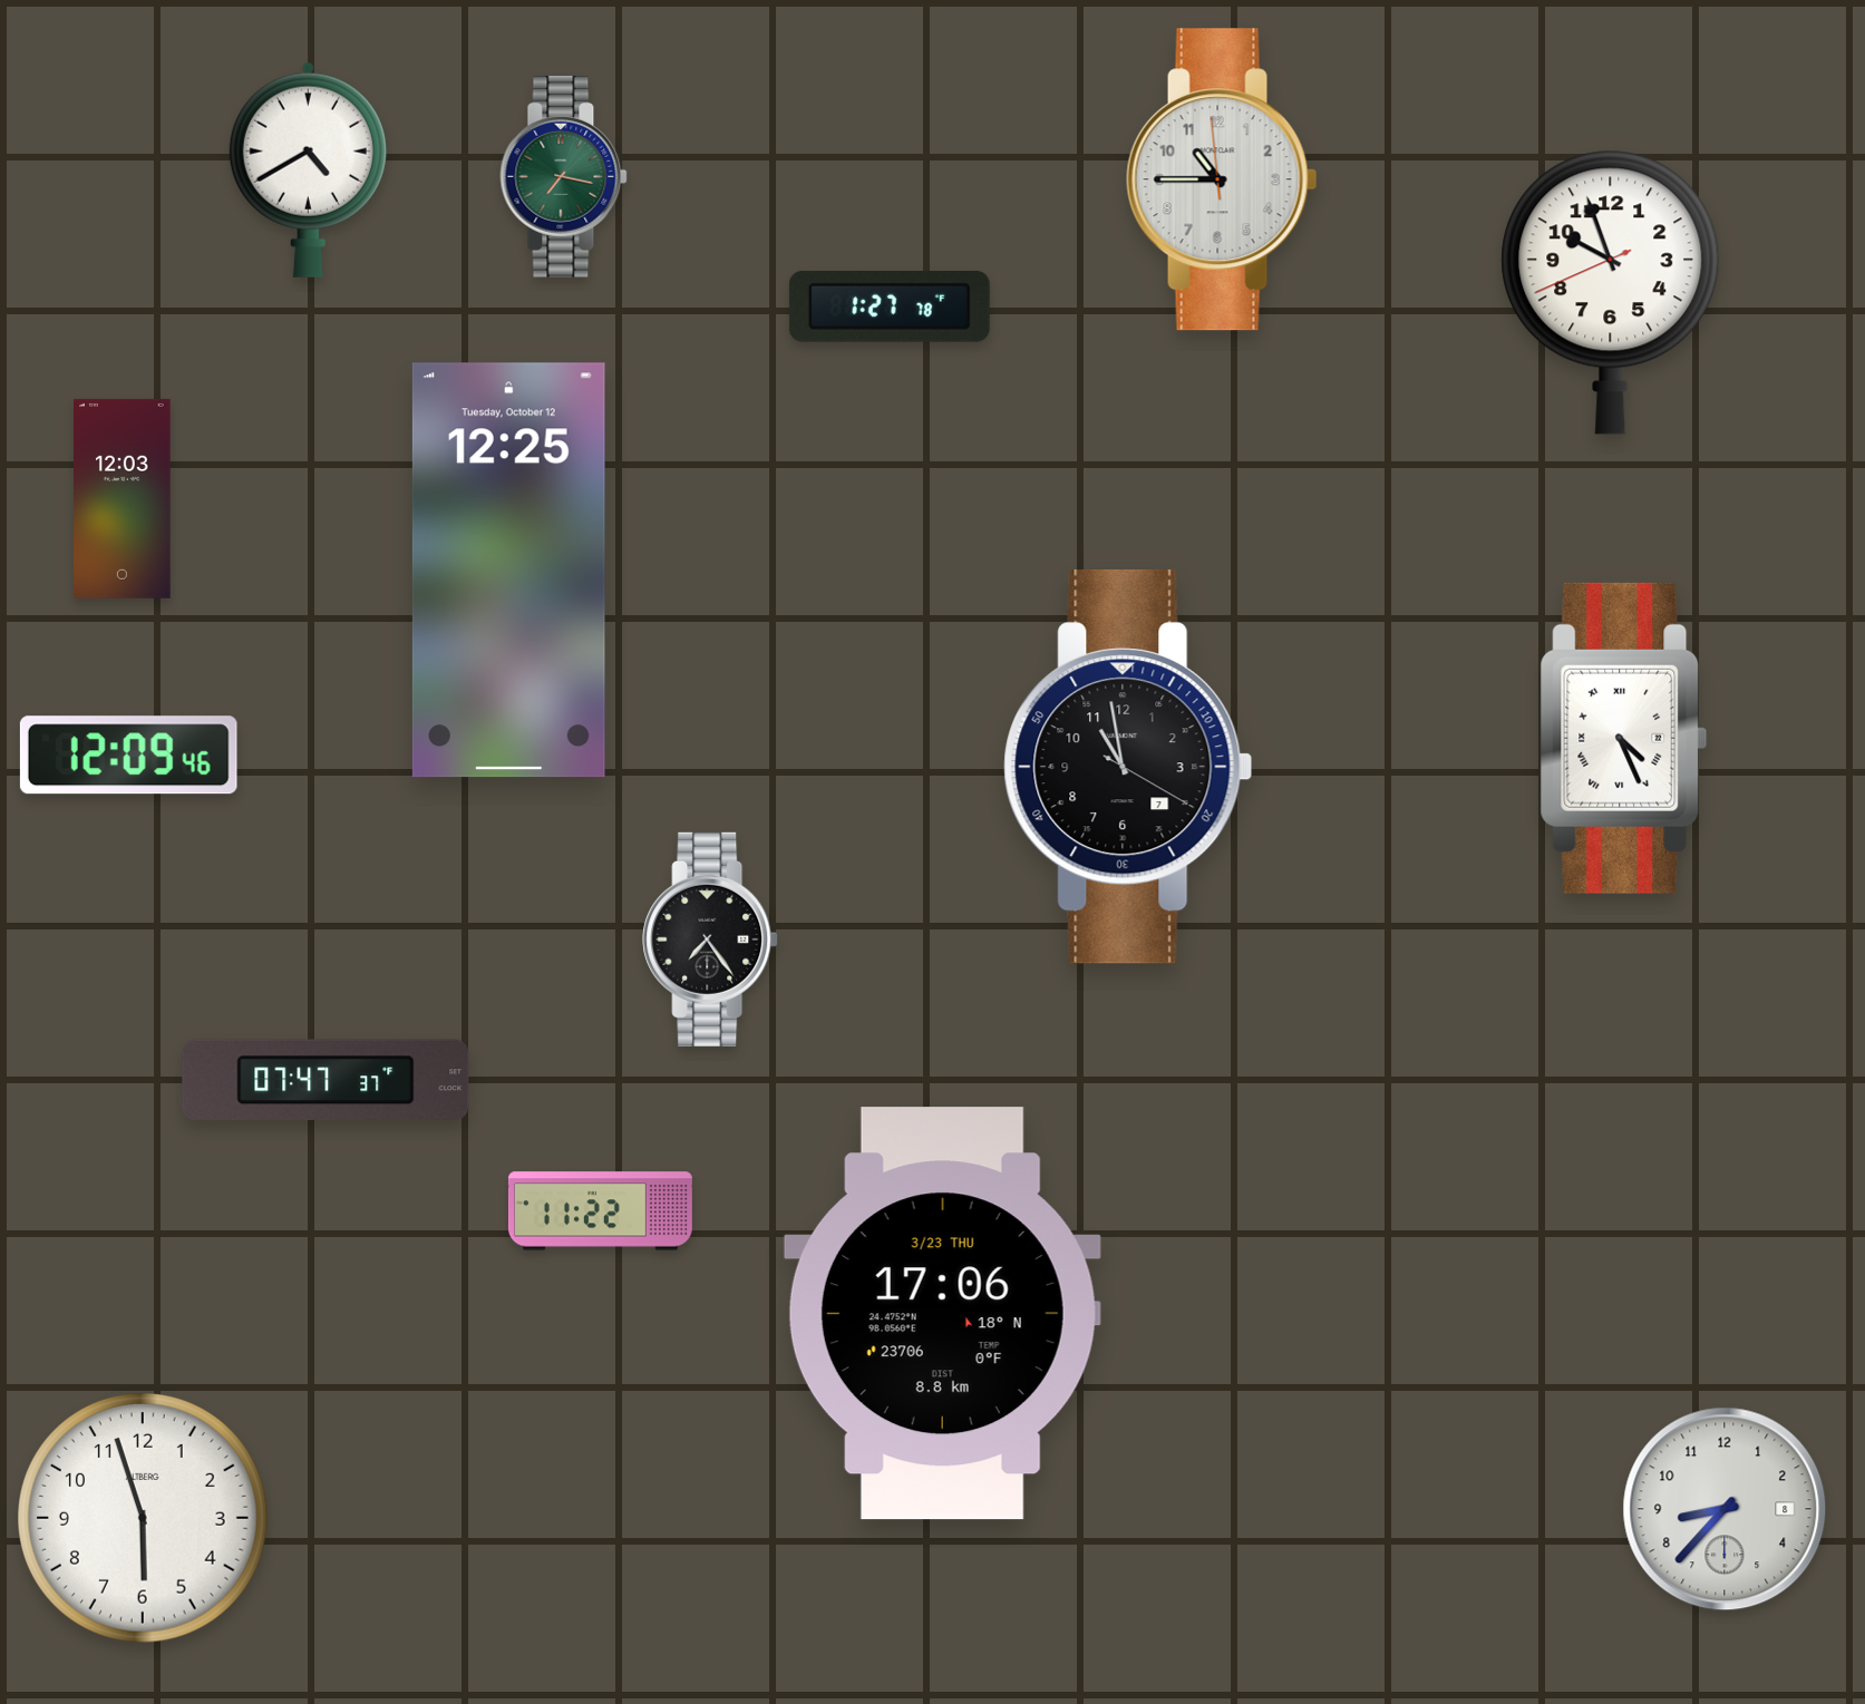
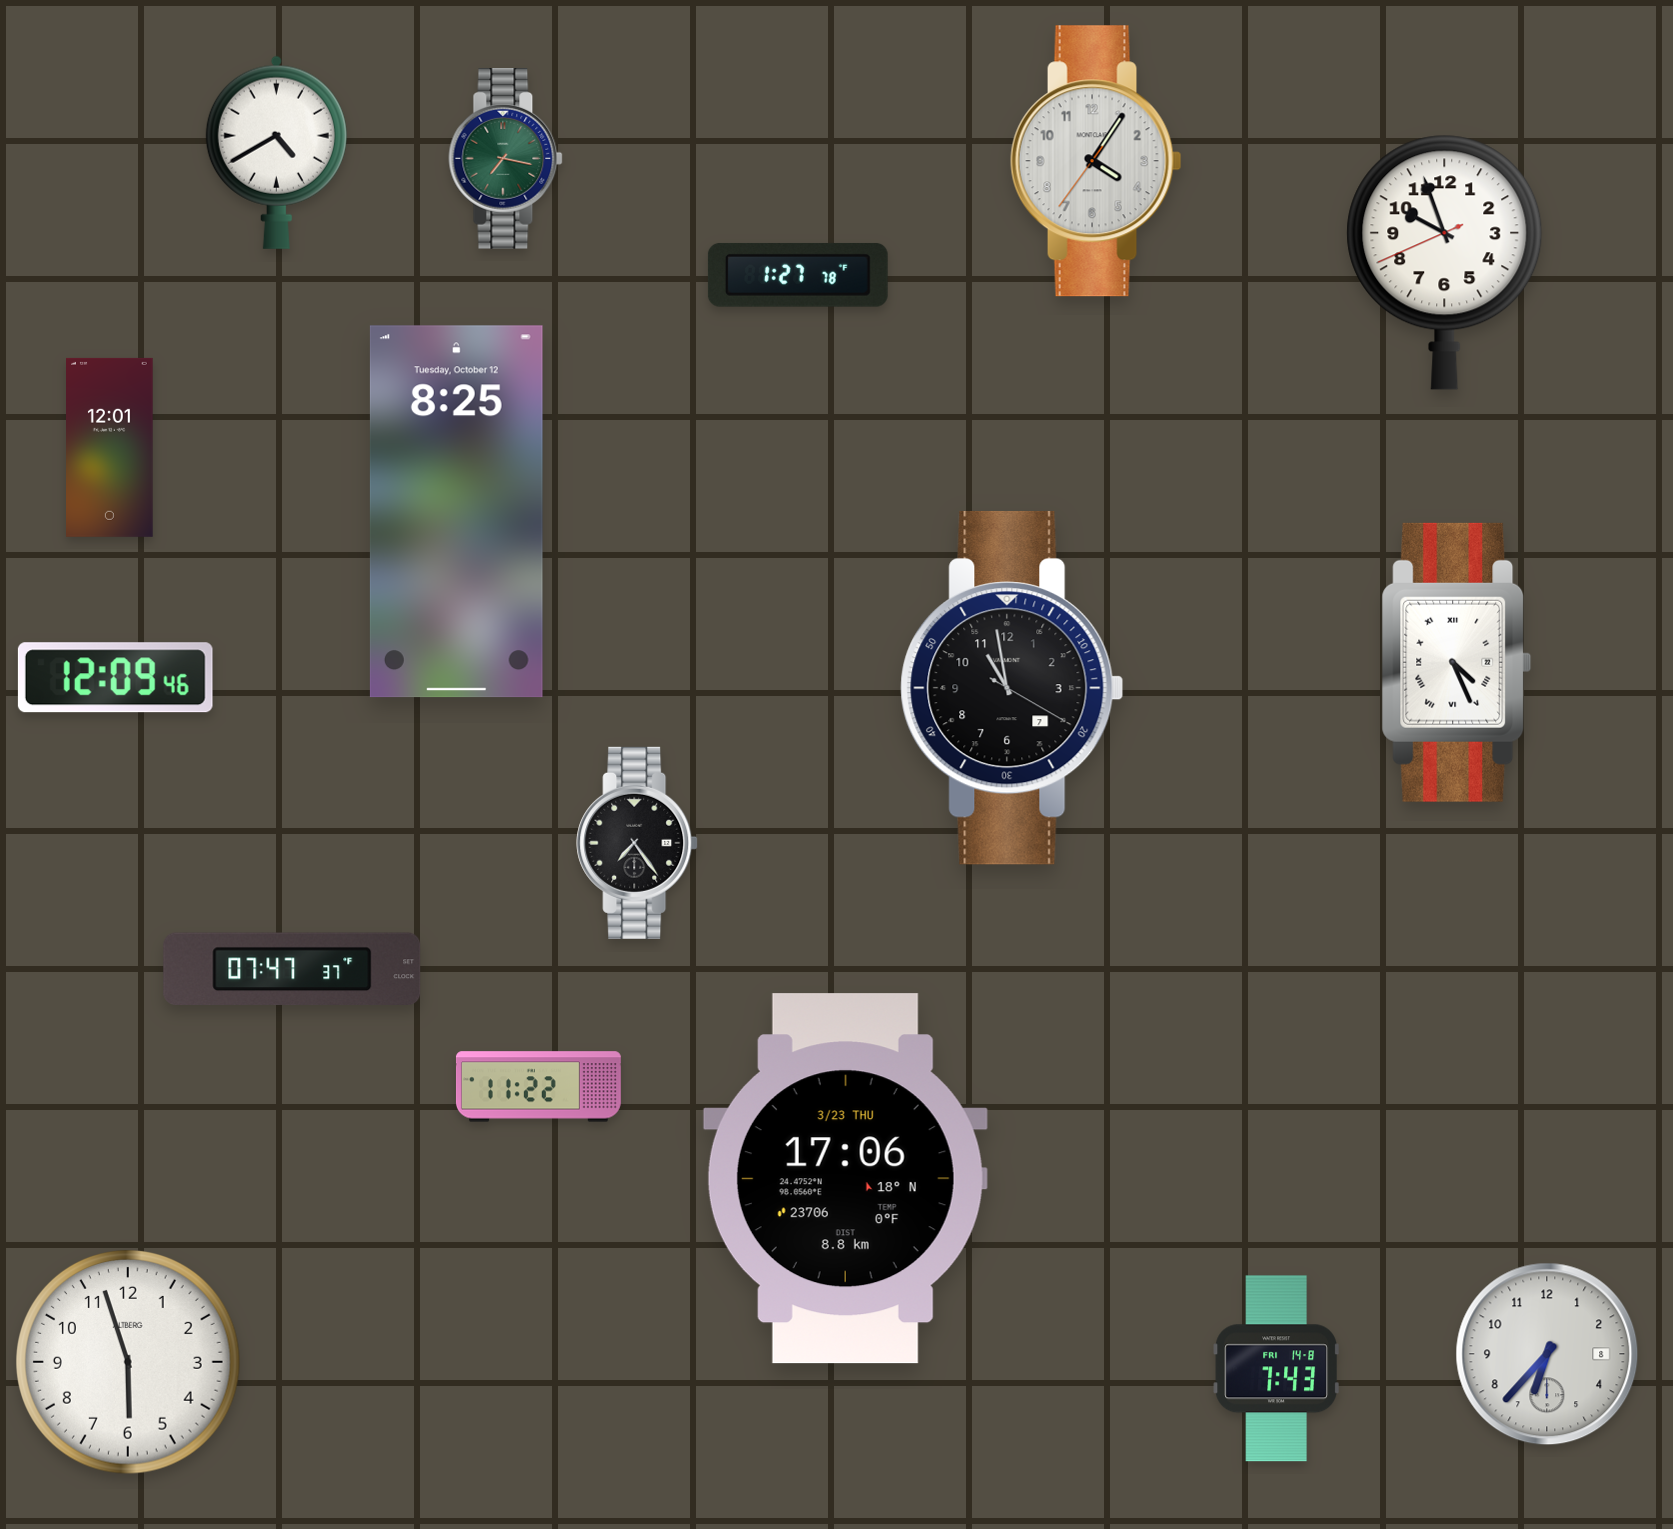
clock at (1222, 179): 10:44 -> 4:05
clock at (123, 498): 12:03 -> 12:01
clock at (508, 571): 12:25 -> 8:25
clock at (1725, 1509): 8:37 -> 6:37
clock at (1276, 1369): none -> 7:43
